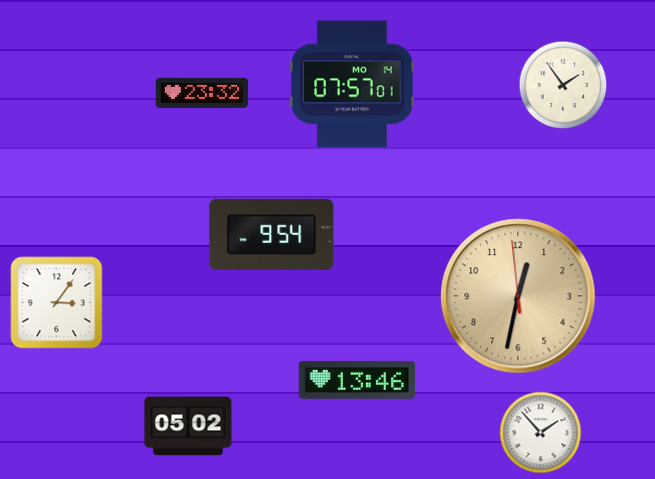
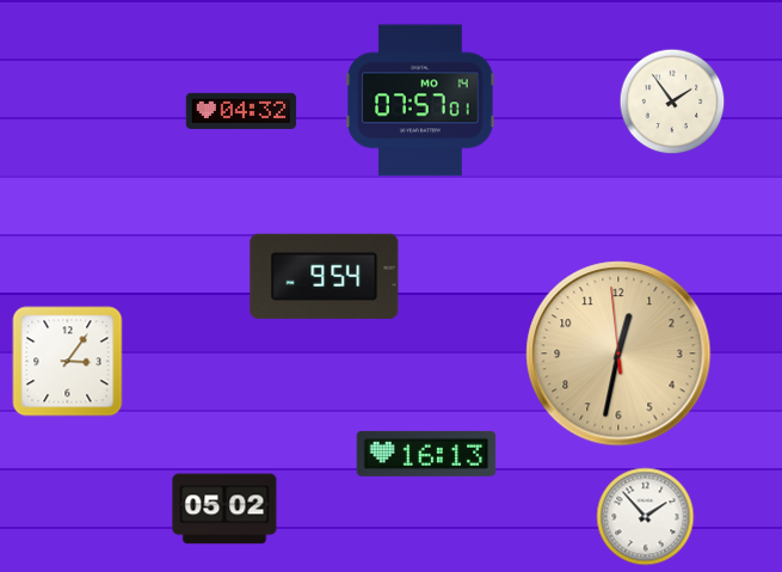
clock at (202, 93): 23:32 -> 04:32
clock at (272, 234) position: (272, 234) -> (325, 276)
clock at (357, 380): 13:46 -> 16:13
